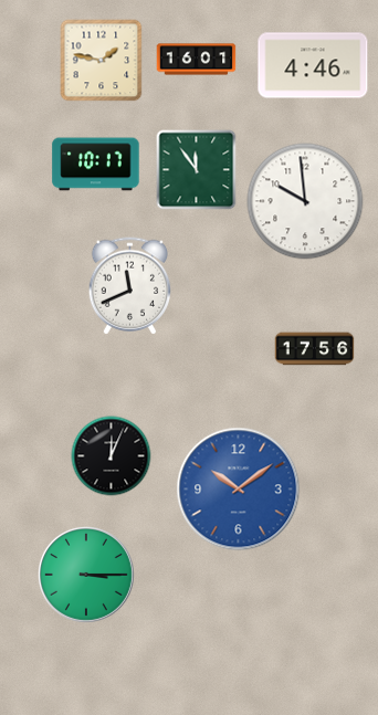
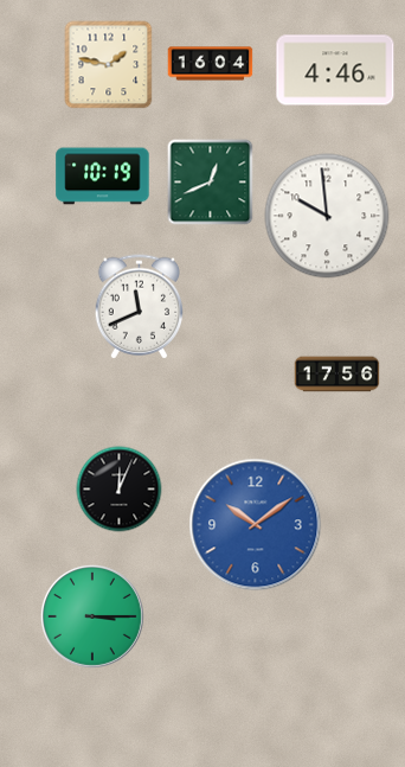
clock at (197, 60): 16:01 -> 16:04
clock at (96, 165): 10:17 -> 10:19
clock at (197, 170): 11:54 -> 12:41
